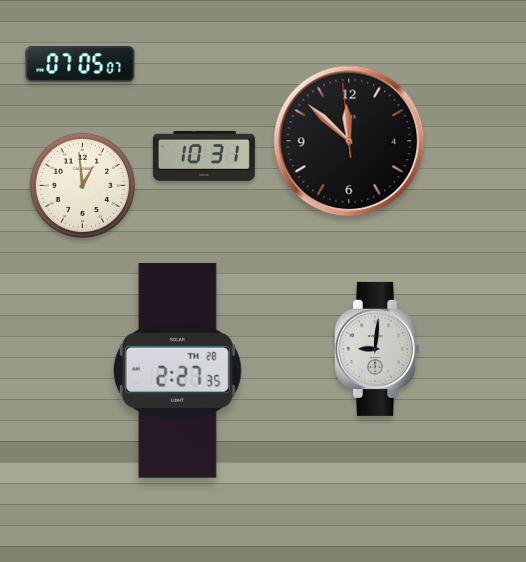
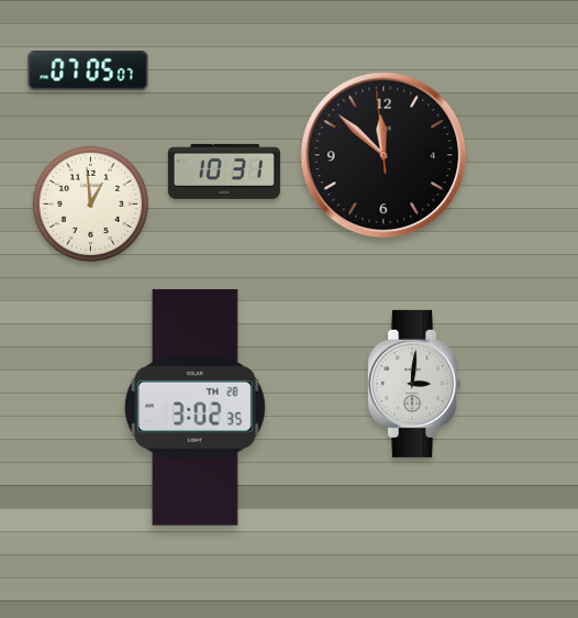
clock at (377, 349): 9:01 -> 3:01
clock at (177, 370): 2:27 -> 3:02
